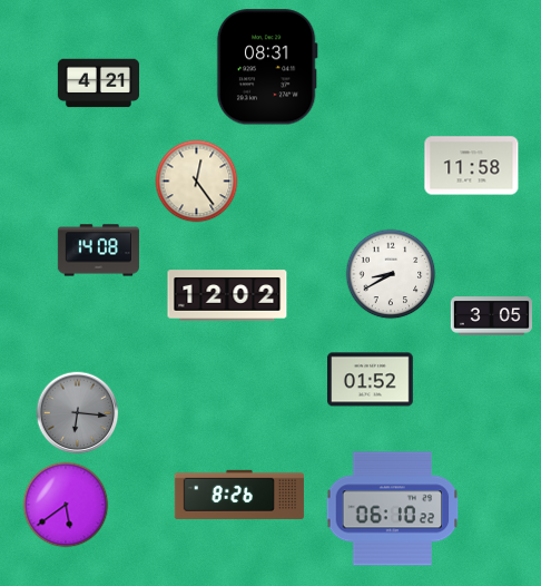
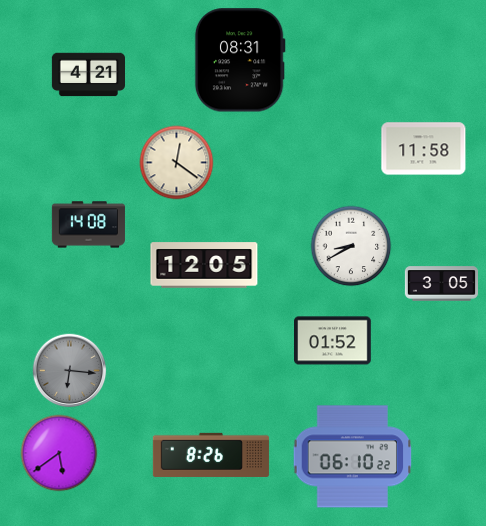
clock at (197, 182): 12:24 -> 12:21
clock at (227, 295): 12:02 -> 12:05
clock at (239, 495) position: (239, 495) -> (211, 455)
